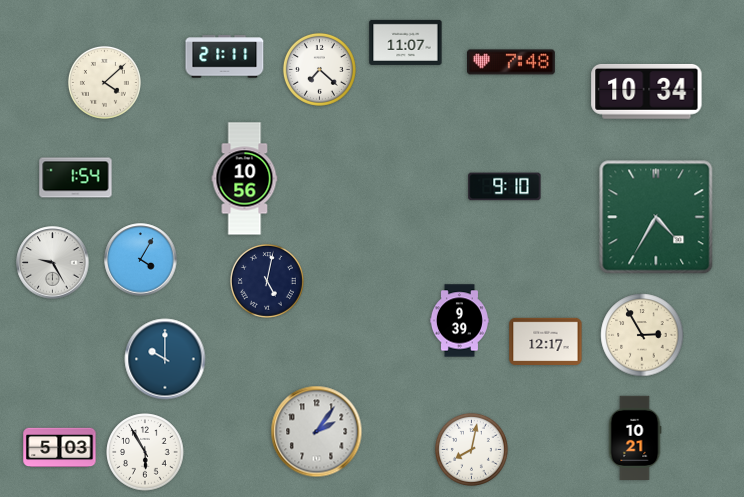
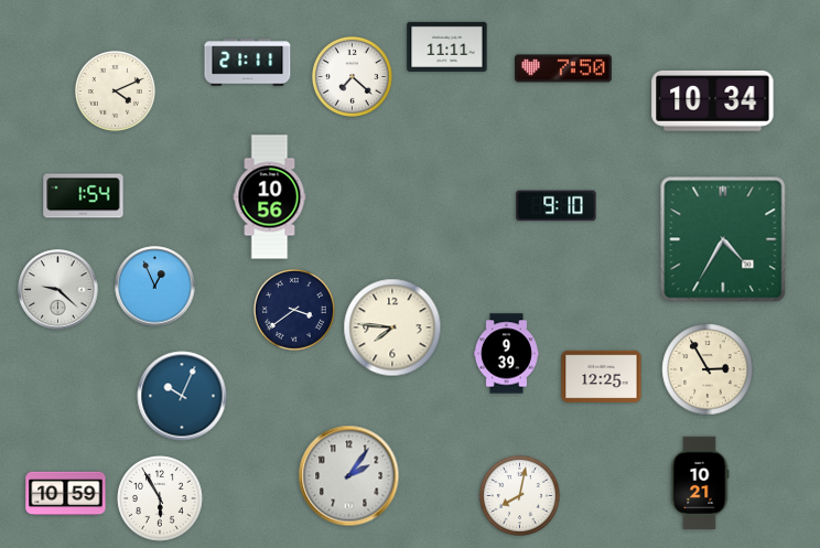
clock at (406, 42): 11:07 -> 11:11
clock at (512, 62): 7:48 -> 7:50
clock at (104, 82): 4:08 -> 4:11
clock at (141, 260): 4:05 -> 12:56
clock at (53, 263): 9:25 -> 9:22
clock at (267, 281): 5:02 -> 3:39
clock at (392, 327): none -> 7:46
clock at (546, 341): 12:17 -> 12:25
clock at (165, 359): 10:00 -> 10:04
clock at (60, 448): 5:03 -> 10:59
